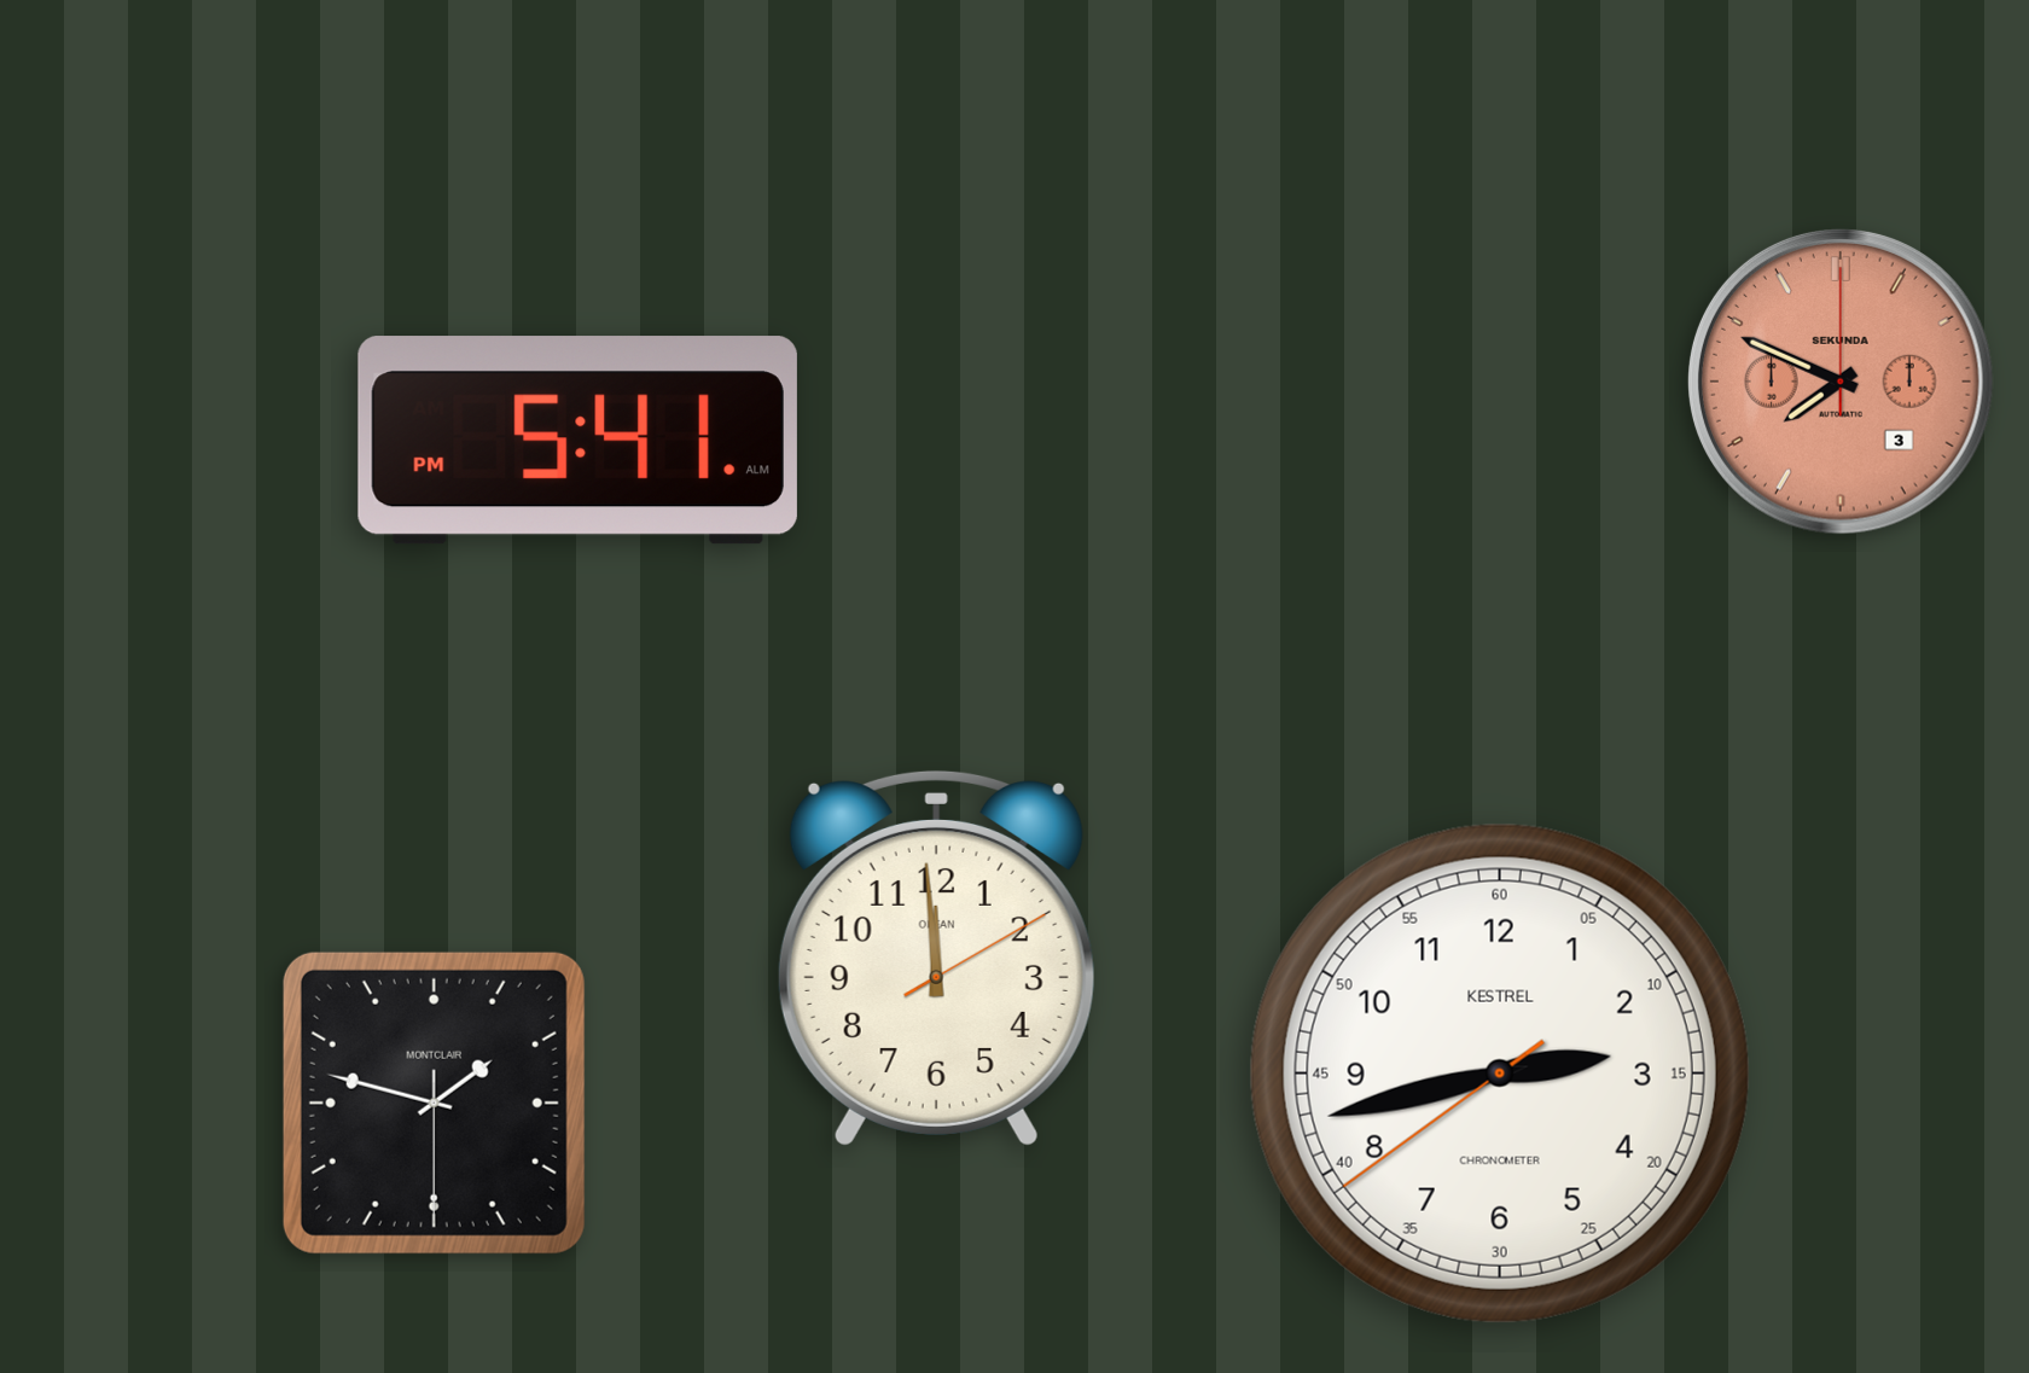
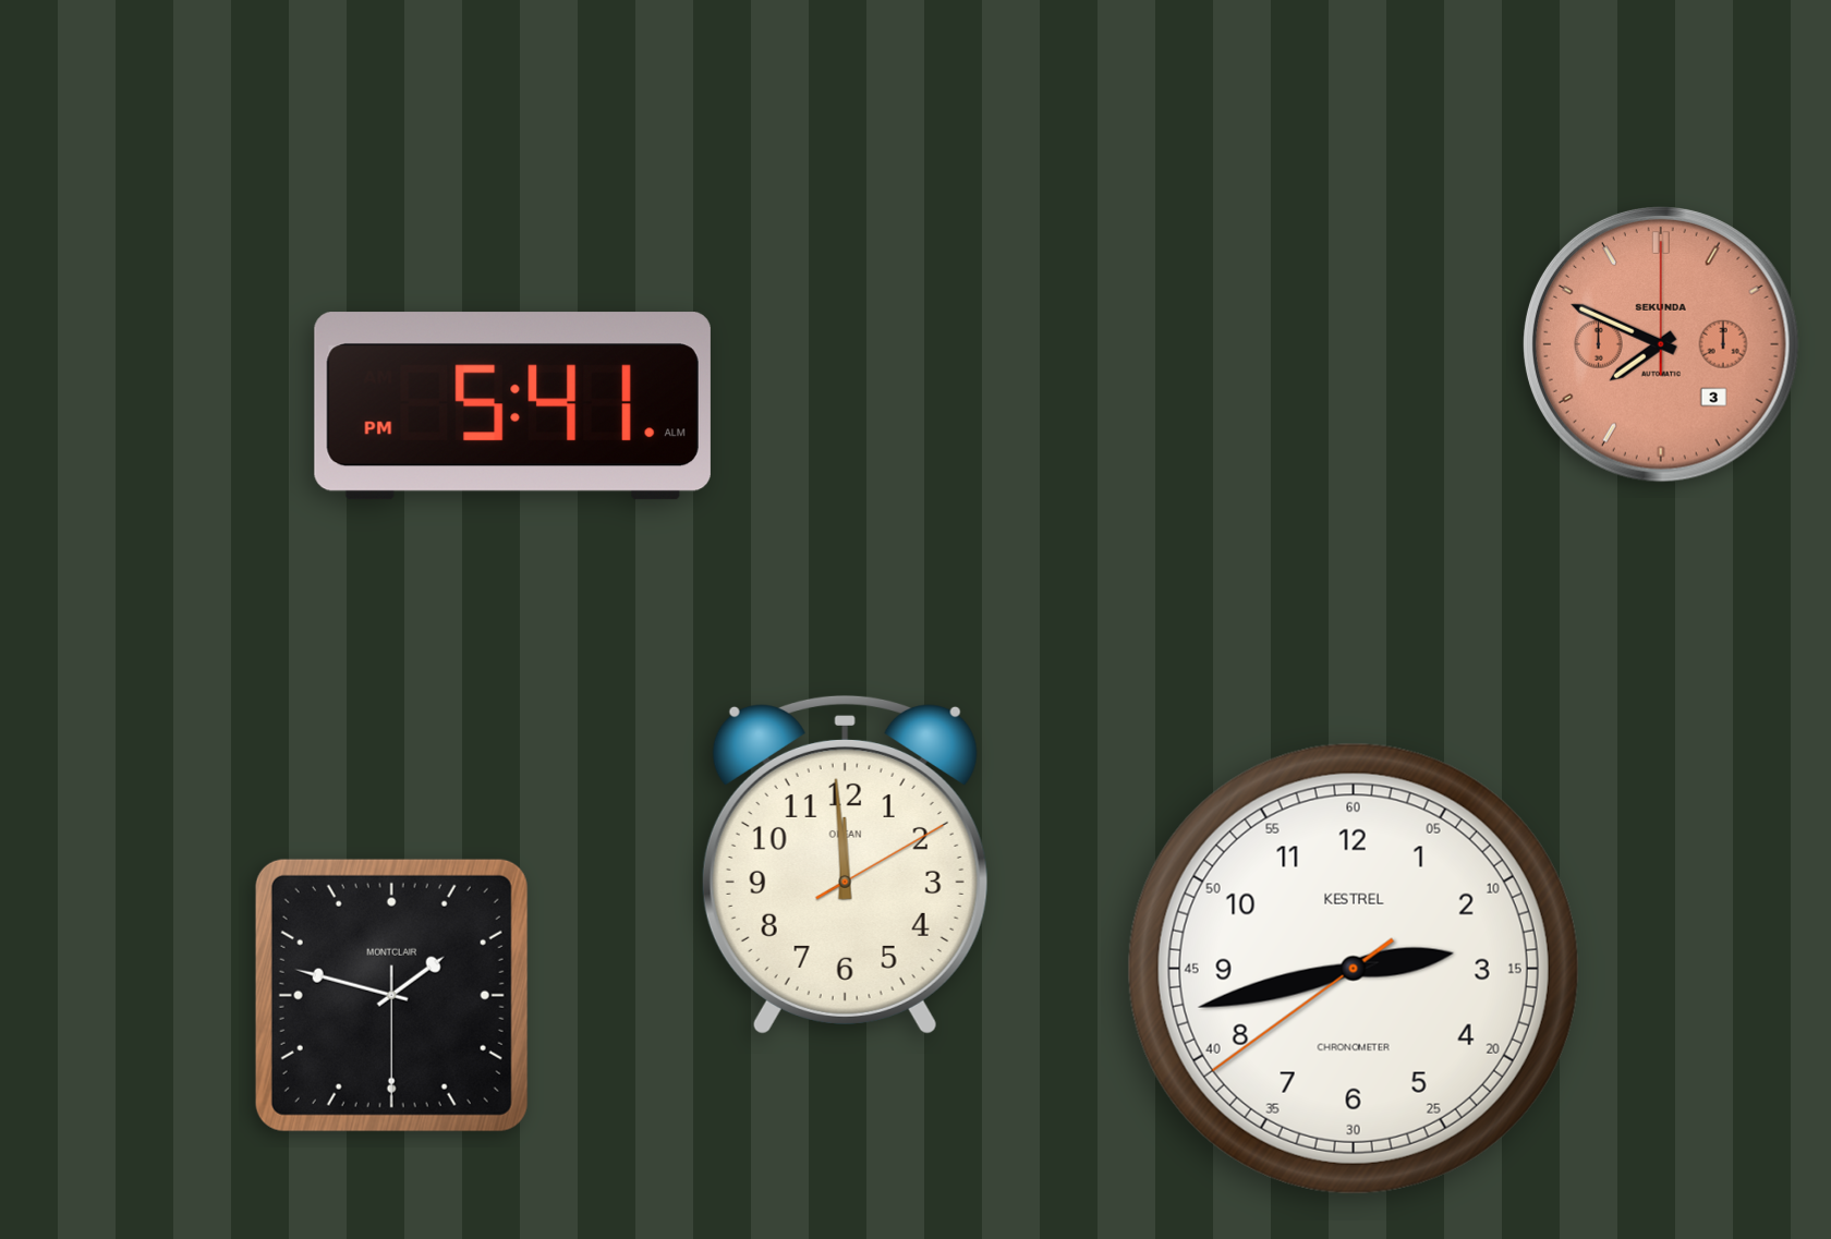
clock at (577, 441) position: (577, 441) -> (512, 406)
